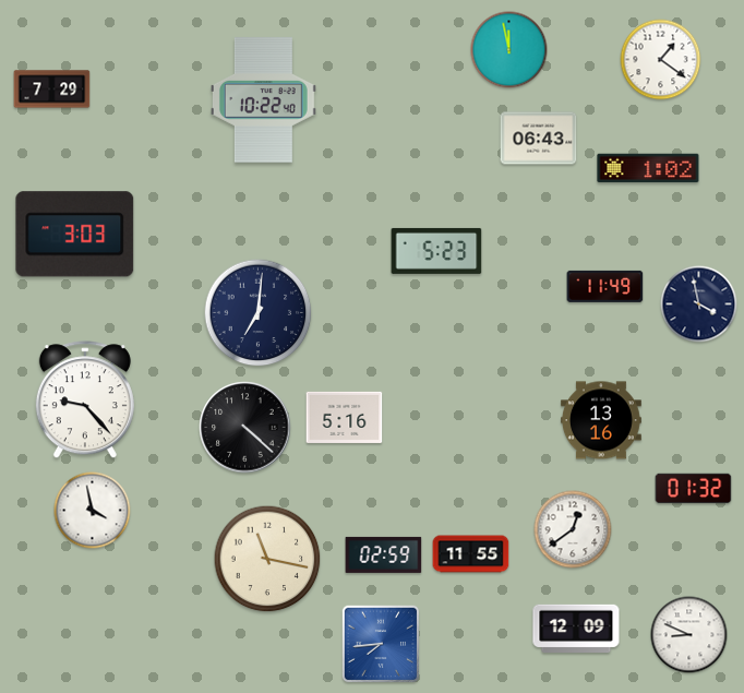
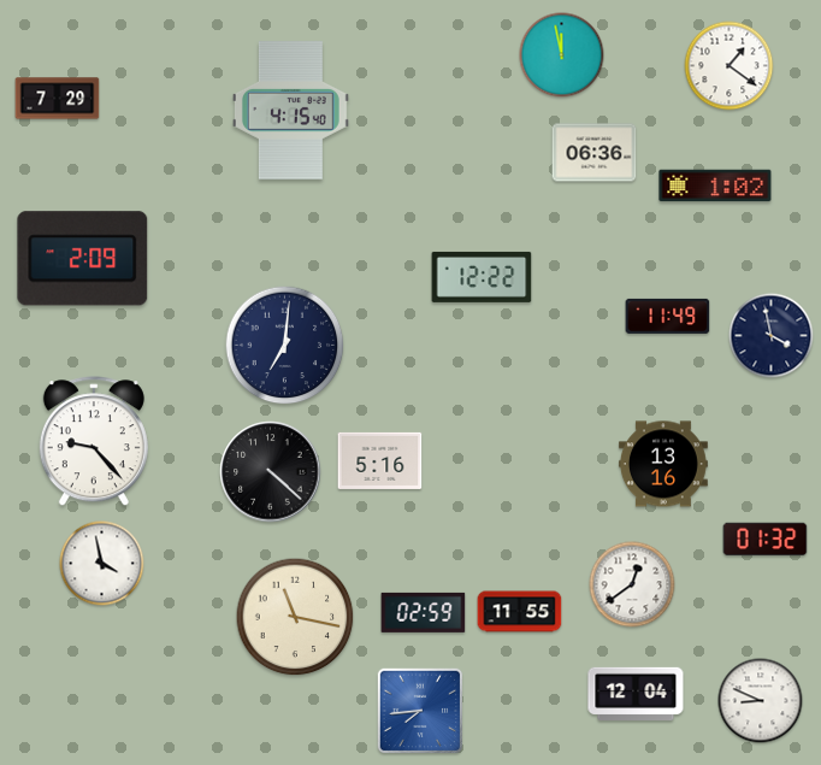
clock at (263, 100): 10:22 -> 4:15
clock at (539, 139): 06:43 -> 06:36
clock at (75, 235): 3:03 -> 2:09
clock at (436, 251): 5:23 -> 12:22
clock at (576, 628): 12:09 -> 12:04
